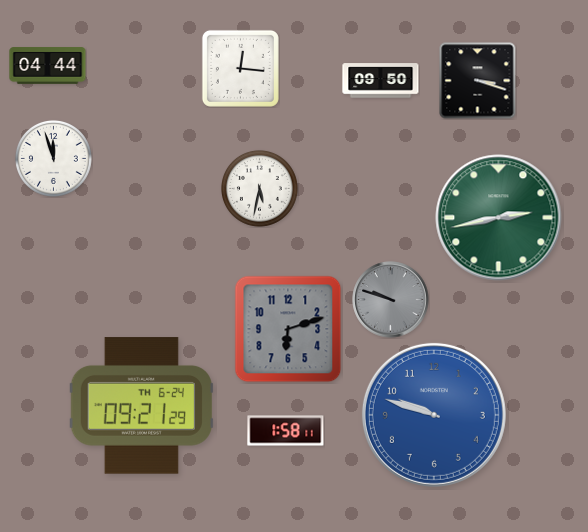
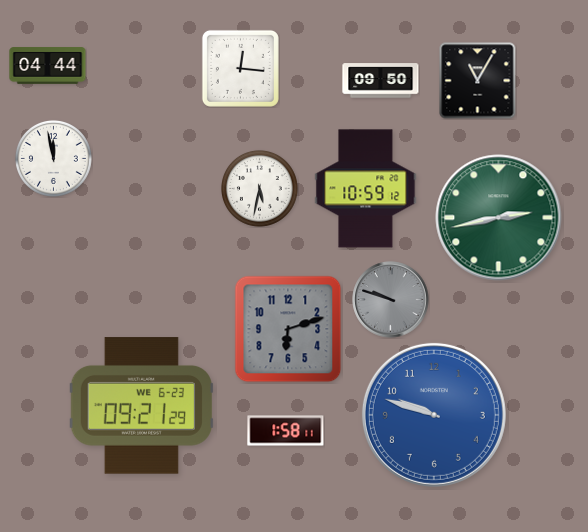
clock at (478, 81): 3:18 -> 11:05
clock at (53, 158): 11:57 -> 11:58
clock at (366, 189): none -> 10:59
clock at (141, 406) date: TH 6-24 -> WE 6-23
